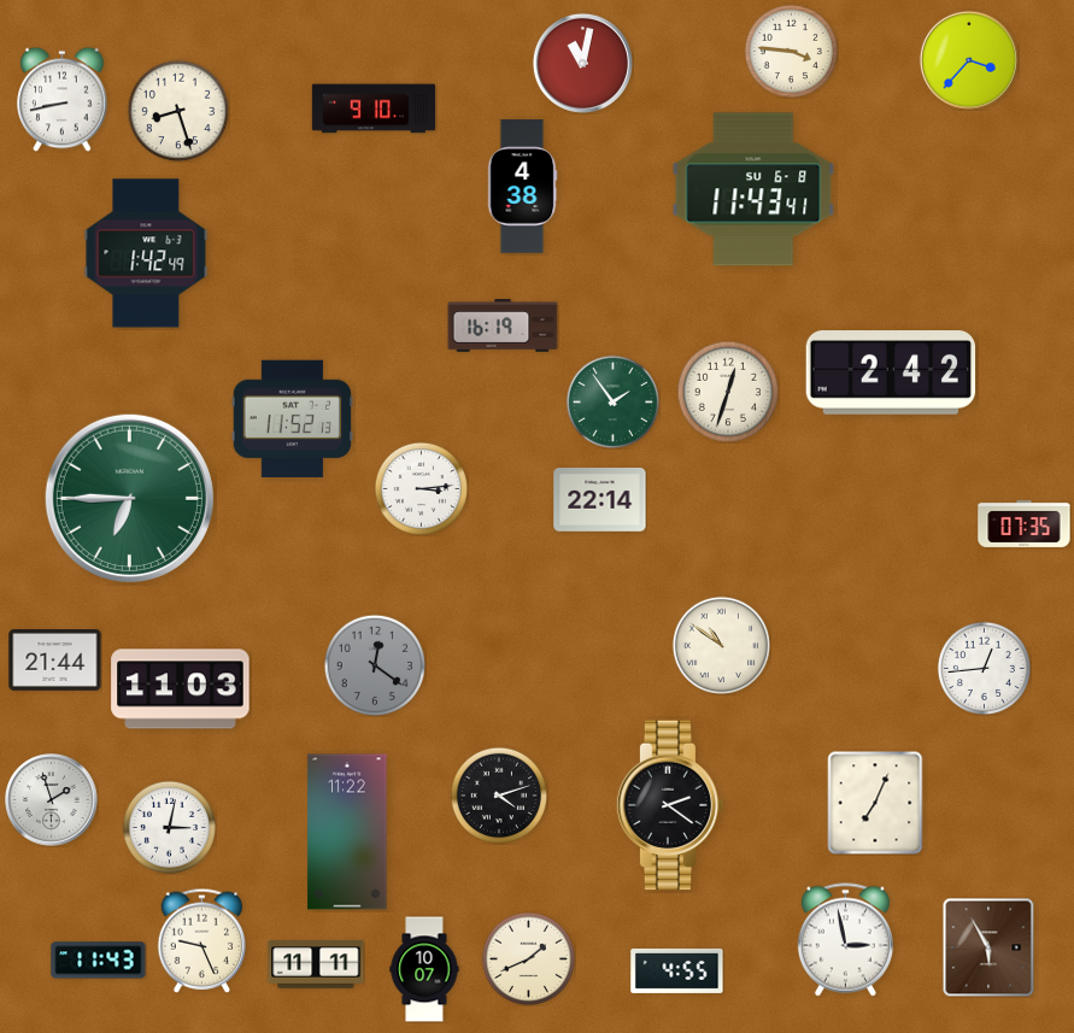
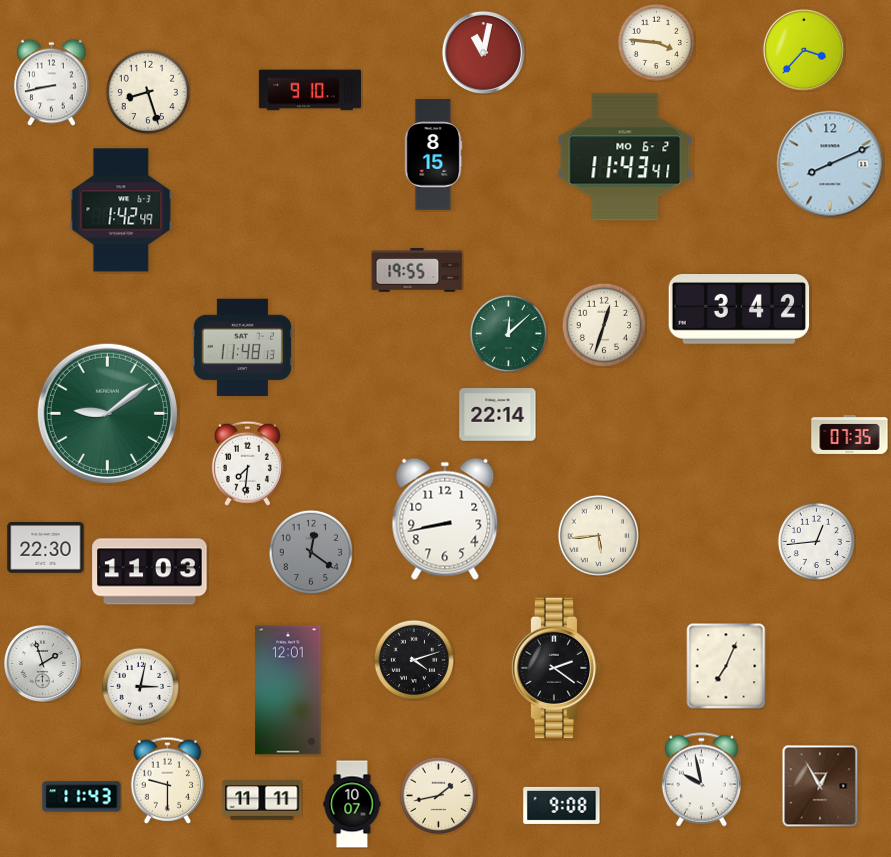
clock at (522, 187): 4:38 -> 8:15
clock at (753, 189) date: SU 6-8 -> MO 6-2
clock at (830, 164): none -> 8:11
clock at (503, 325): 16:19 -> 19:55
clock at (891, 374): 2:42 -> 3:42
clock at (612, 401): 1:54 -> 12:08
clock at (292, 419): 11:52 -> 11:48
clock at (421, 488): 3:14 -> none
clock at (129, 498): 6:45 -> 9:09
clock at (247, 463): none -> 7:31
clock at (445, 519): none -> 8:43
clock at (721, 645): 10:51 -> 5:44
clock at (55, 661): 21:44 -> 22:30
clock at (984, 668) position: (984, 668) -> (816, 541)
clock at (347, 832): 11:22 -> 12:01
clock at (203, 940): 9:26 -> 9:30
clock at (845, 940): 2:58 -> 9:58
clock at (988, 947): 5:55 -> 12:55
clock at (528, 958): 1:41 -> 1:43
clock at (677, 970): 4:55 -> 9:08
